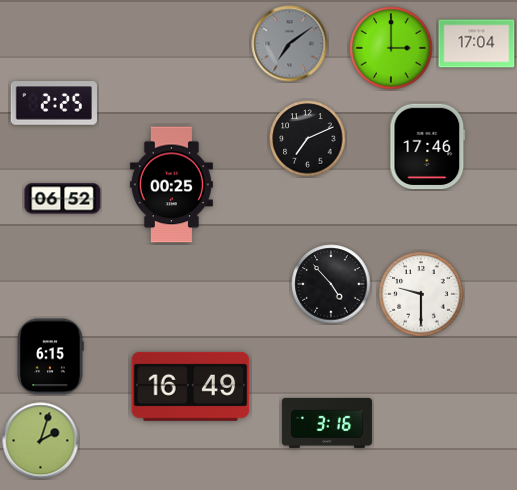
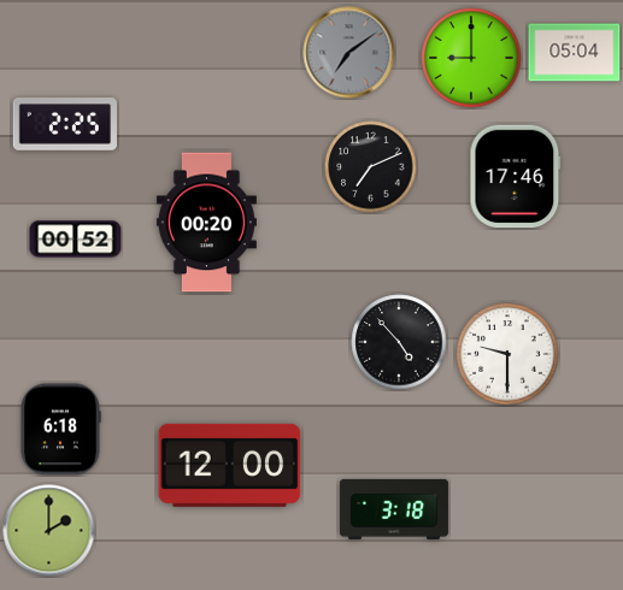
clock at (477, 44): 17:04 -> 05:04
clock at (391, 48): 3:00 -> 9:00
clock at (171, 185): 00:25 -> 00:20
clock at (63, 199): 06:52 -> 00:52
clock at (50, 357): 6:15 -> 6:18
clock at (191, 386): 16:49 -> 12:00
clock at (327, 423): 3:16 -> 3:18
clock at (41, 441): 2:03 -> 2:00
